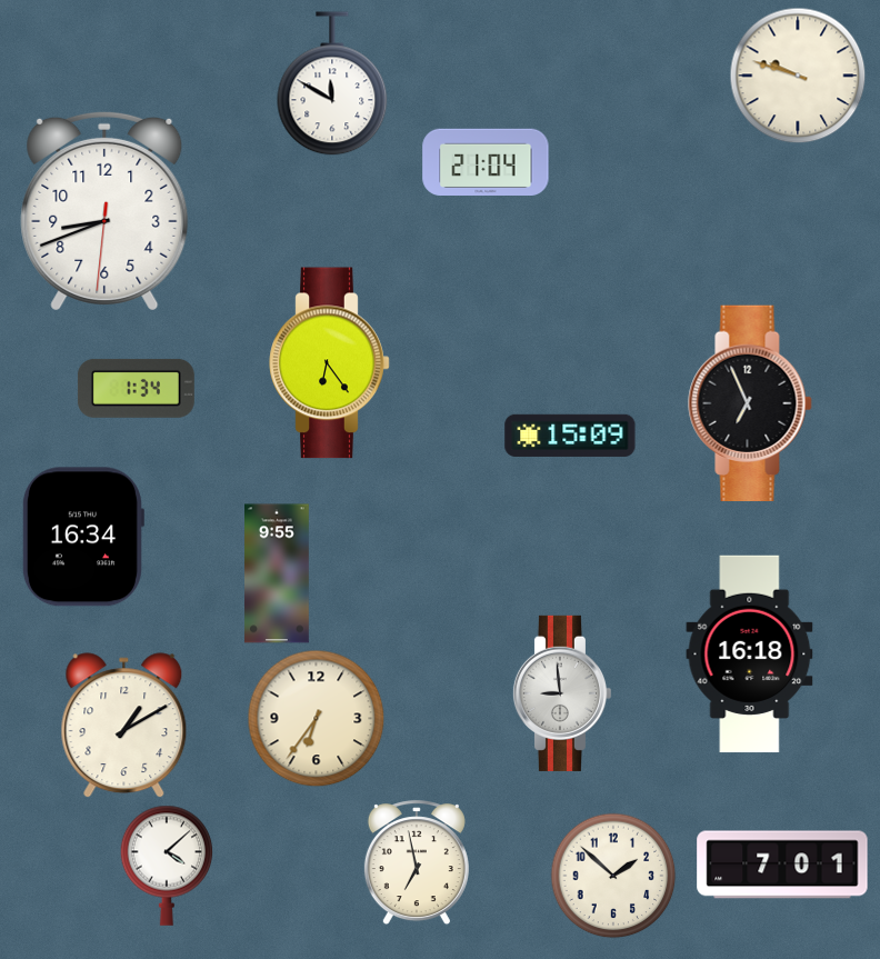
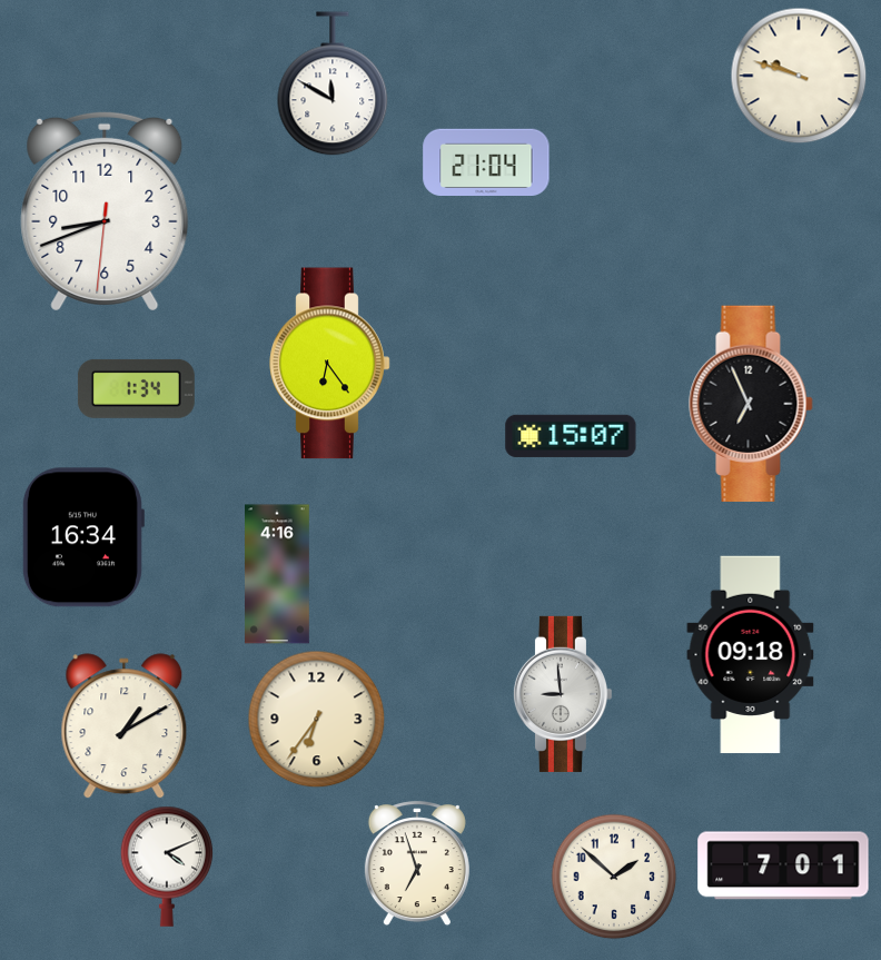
clock at (570, 436): 15:09 -> 15:07
clock at (278, 573): 9:55 -> 4:16
clock at (750, 655): 16:18 -> 09:18
clock at (417, 863): 6:58 -> 6:57
clock at (167, 866): 4:08 -> 4:11
